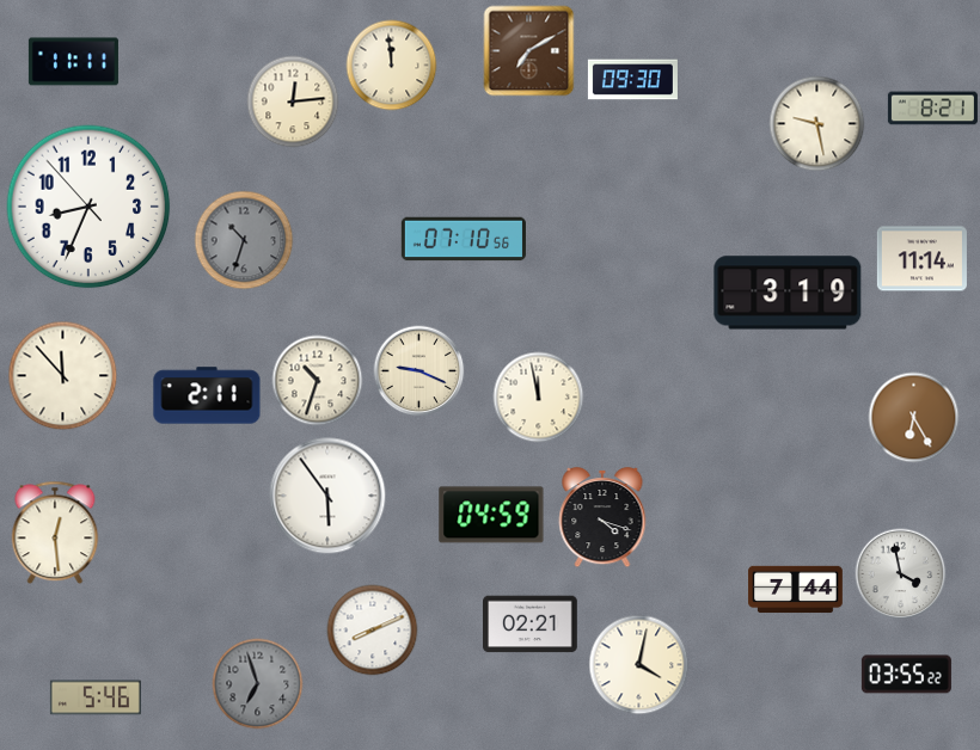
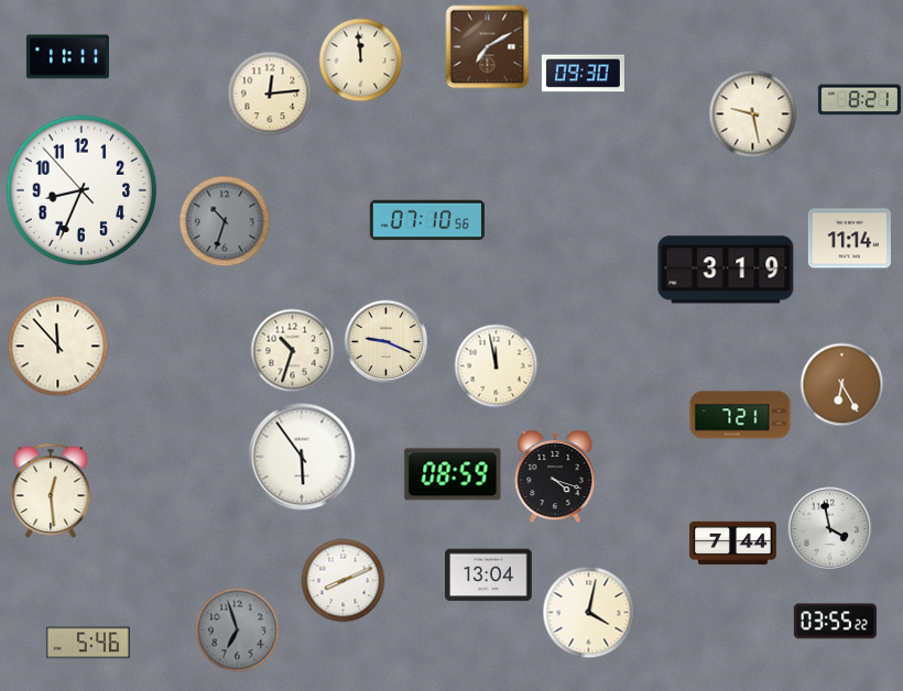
clock at (207, 395): 2:11 -> none
clock at (740, 415): none -> 7:21
clock at (491, 515): 04:59 -> 08:59
clock at (531, 625): 02:21 -> 13:04
